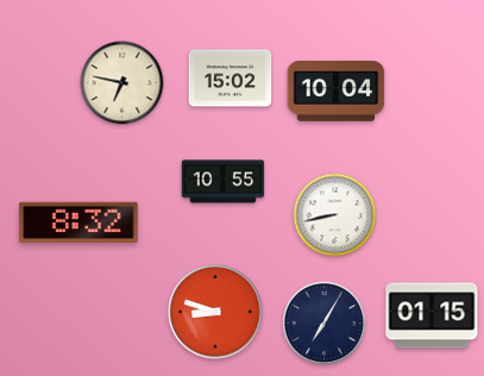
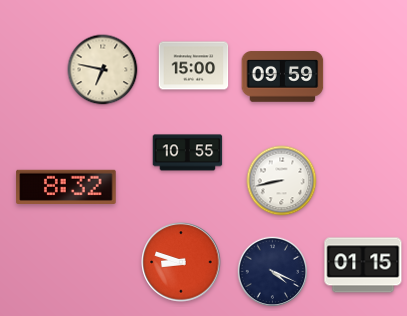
clock at (231, 79): 15:02 -> 15:00
clock at (337, 92): 10:04 -> 09:59
clock at (325, 324): 7:05 -> 4:19
